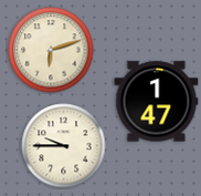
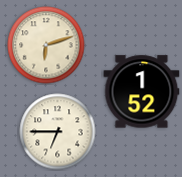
clock at (157, 102): 1:47 -> 1:52
clock at (64, 146): 9:45 -> 6:45
